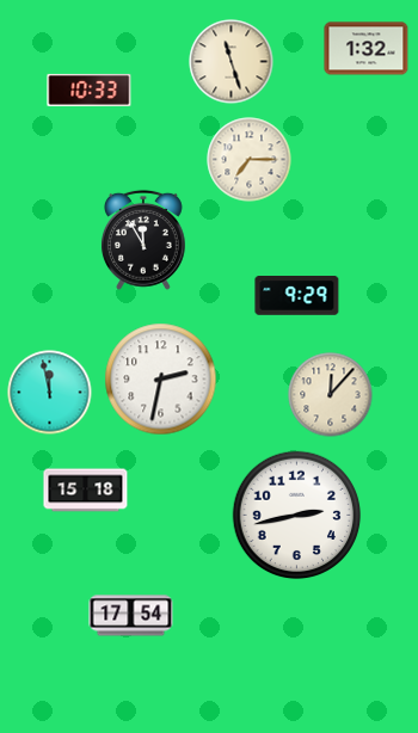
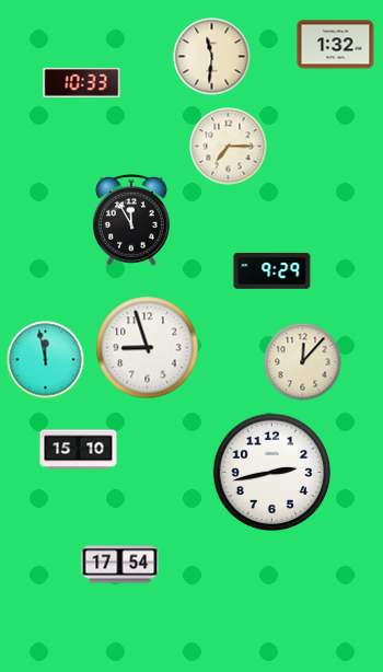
clock at (232, 62): 11:27 -> 11:31
clock at (161, 380): 2:32 -> 8:57
clock at (86, 491): 15:18 -> 15:10
